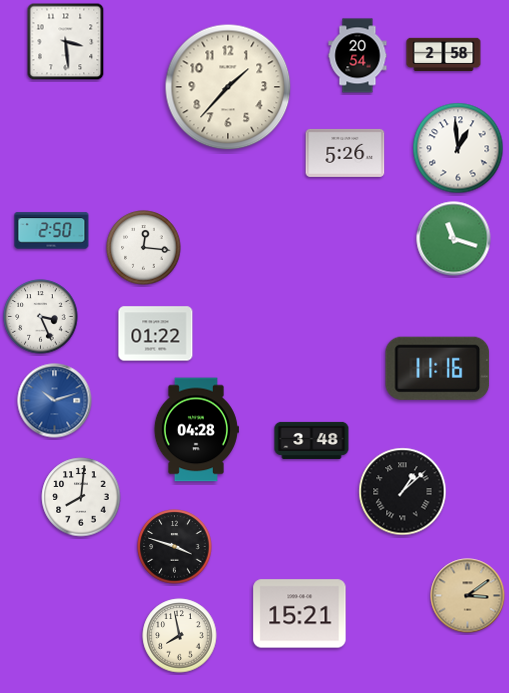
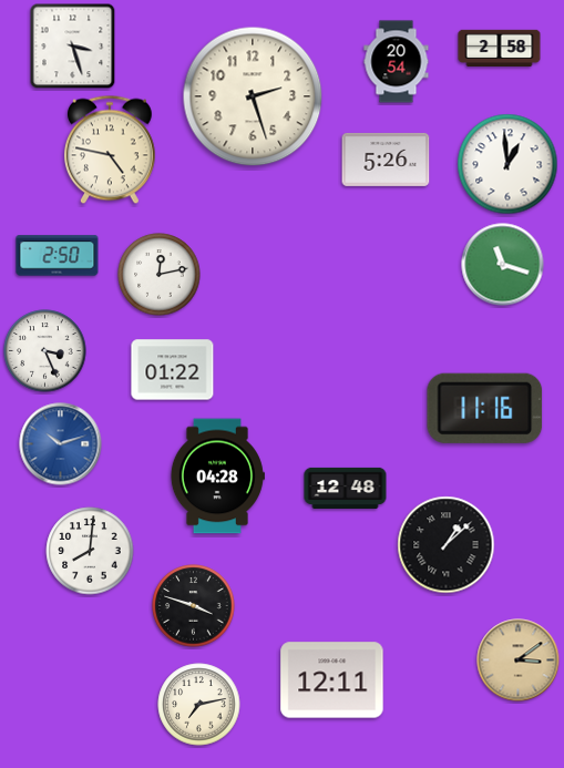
clock at (66, 42): 3:29 -> 3:27
clock at (444, 55) position: (444, 55) -> (500, 49)
clock at (228, 87): 1:37 -> 2:27
clock at (111, 150): none -> 4:47
clock at (345, 153) position: (345, 153) -> (386, 160)
clock at (144, 248): 12:16 -> 12:13
clock at (312, 440): 3:48 -> 12:48
clock at (300, 614): 15:21 -> 12:11
clock at (180, 636): 7:58 -> 7:13
